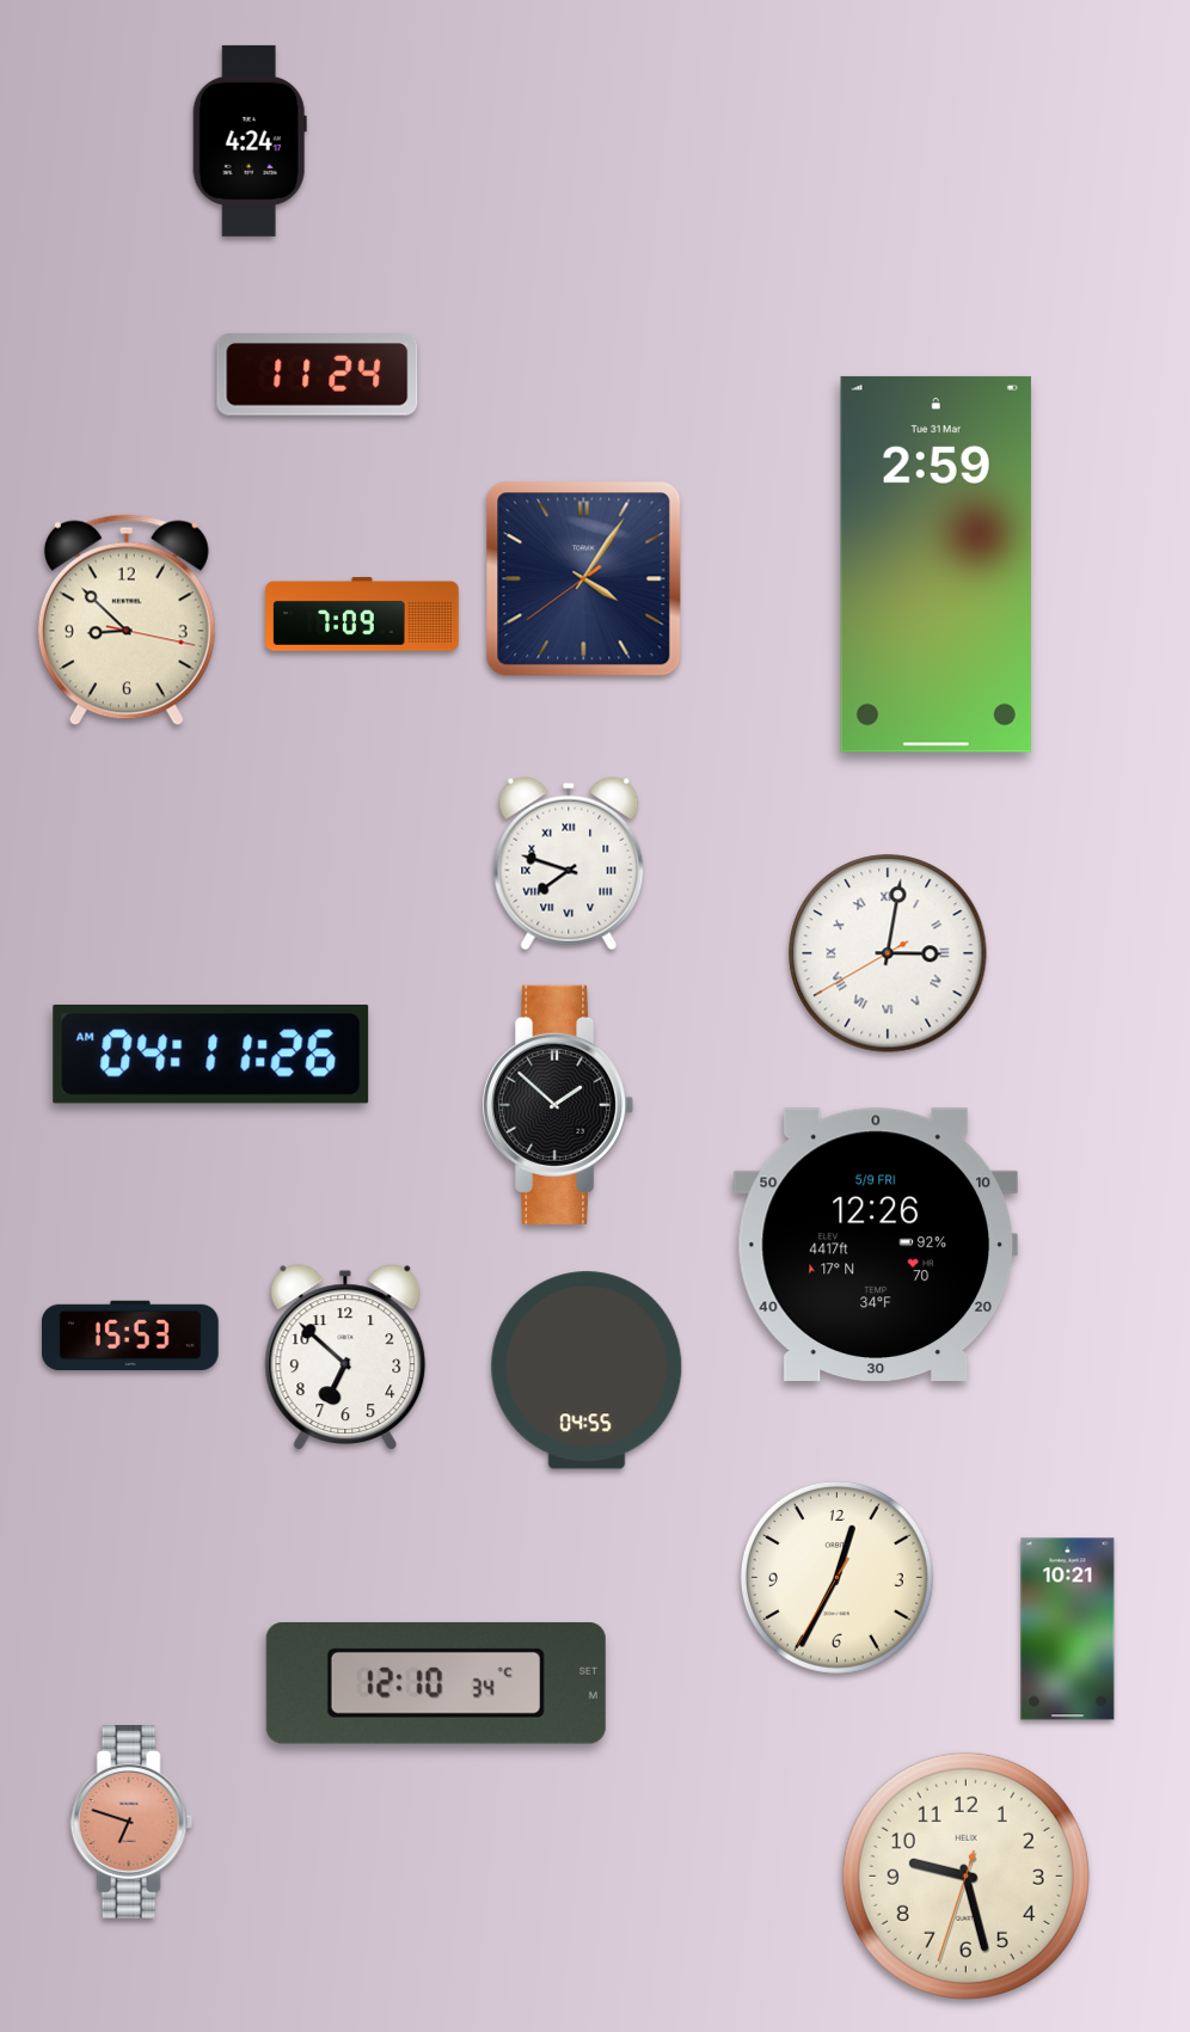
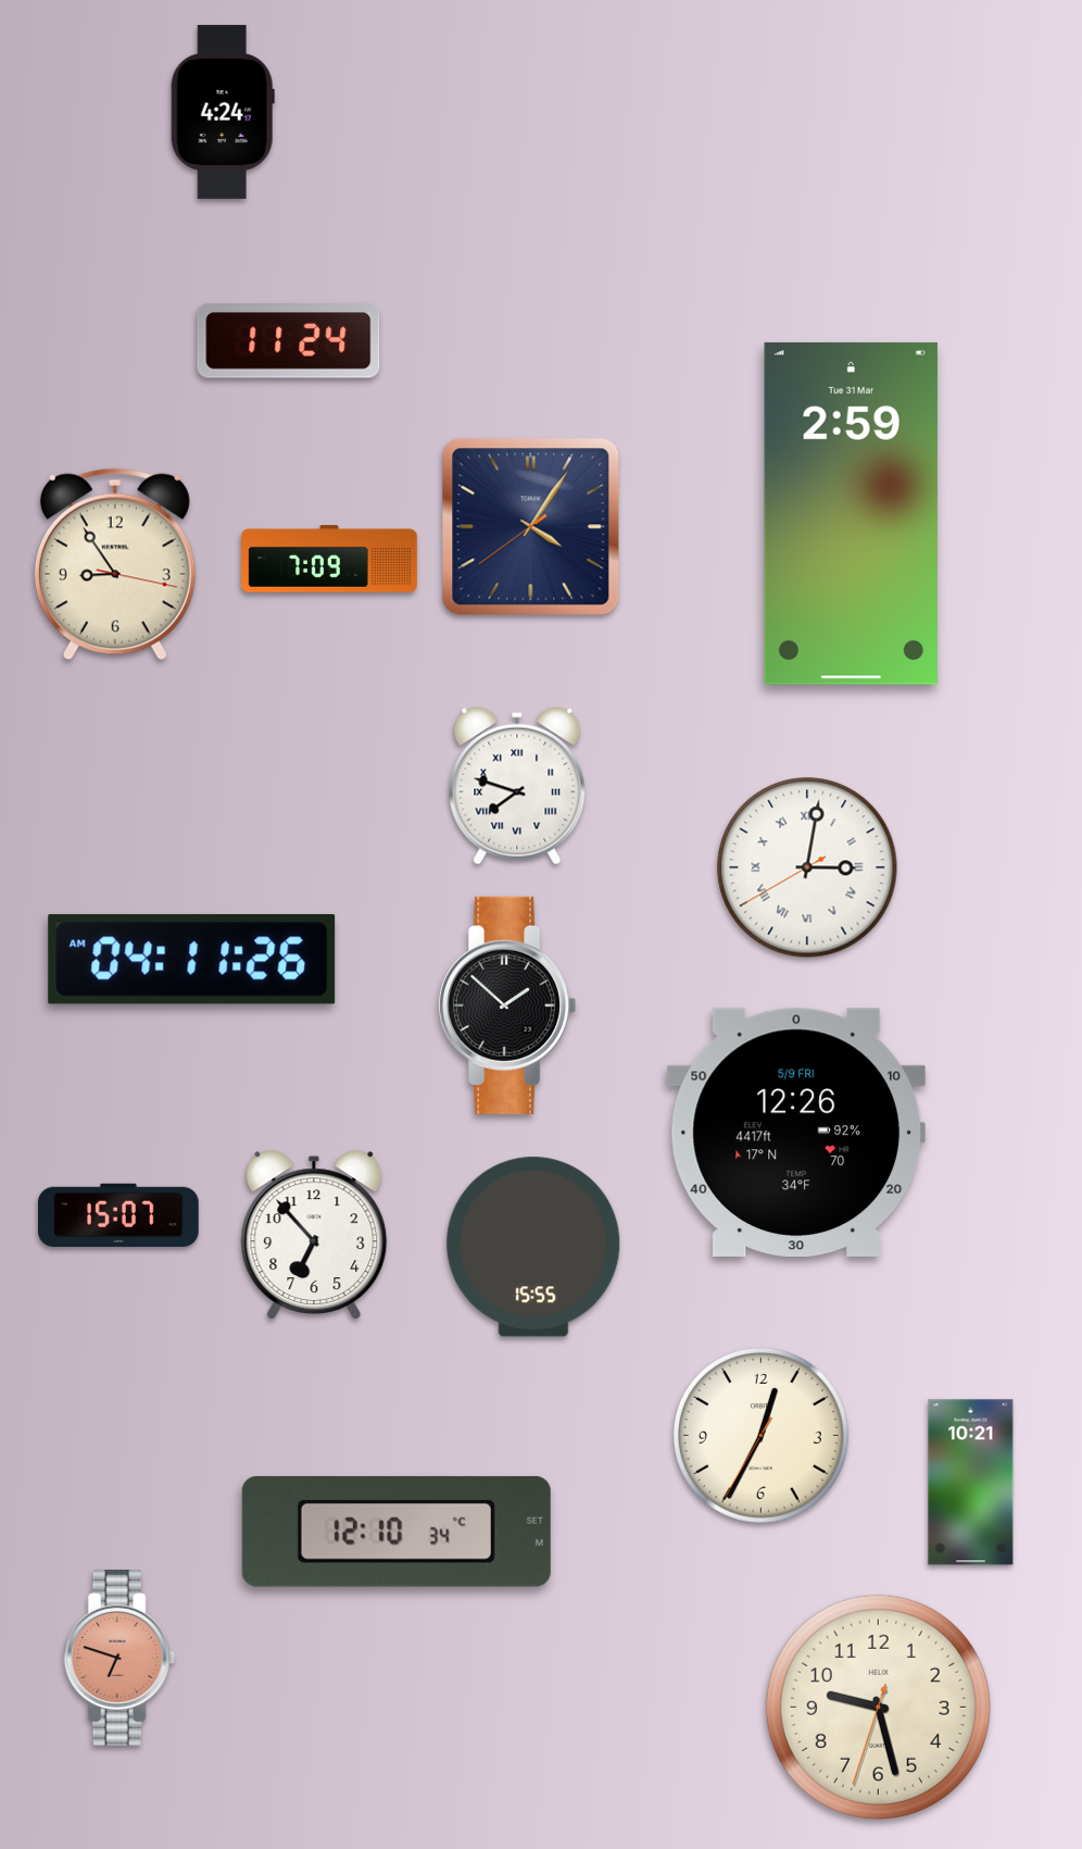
clock at (250, 141) position: (250, 141) -> (223, 112)
clock at (127, 620): 8:52 -> 8:54
clock at (131, 1336): 15:53 -> 15:07
clock at (345, 1357): 6:52 -> 6:53
clock at (587, 1370): 04:55 -> 15:55
